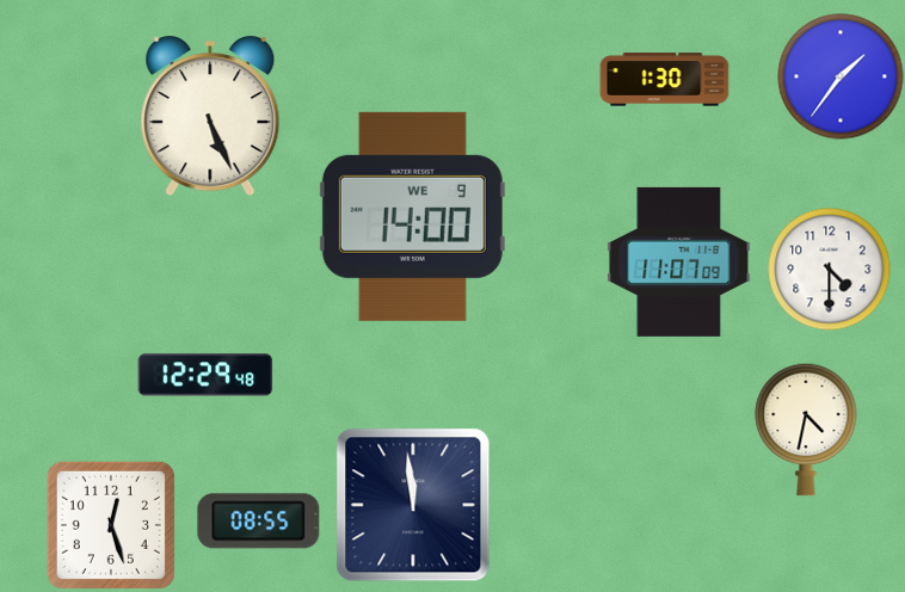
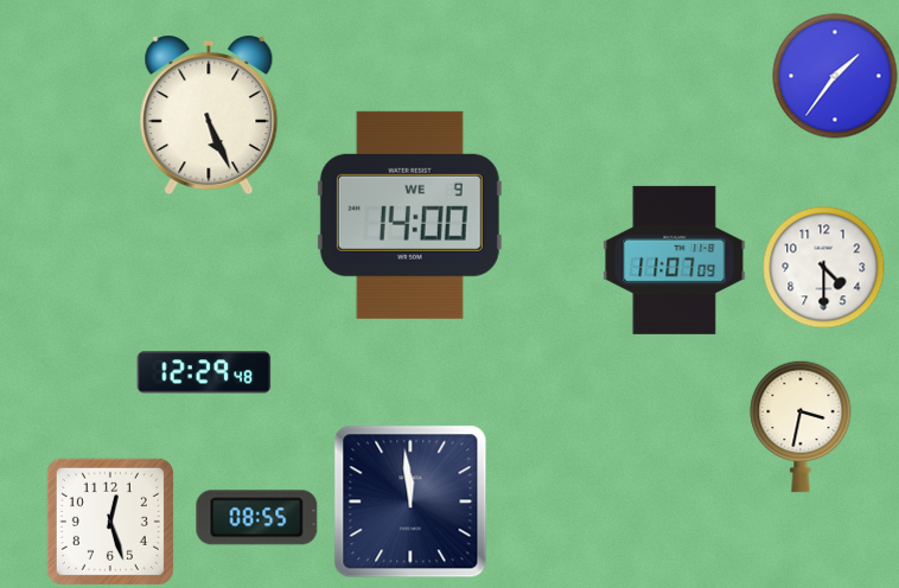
clock at (665, 80): 1:30 -> none
clock at (806, 430): 4:32 -> 3:32
